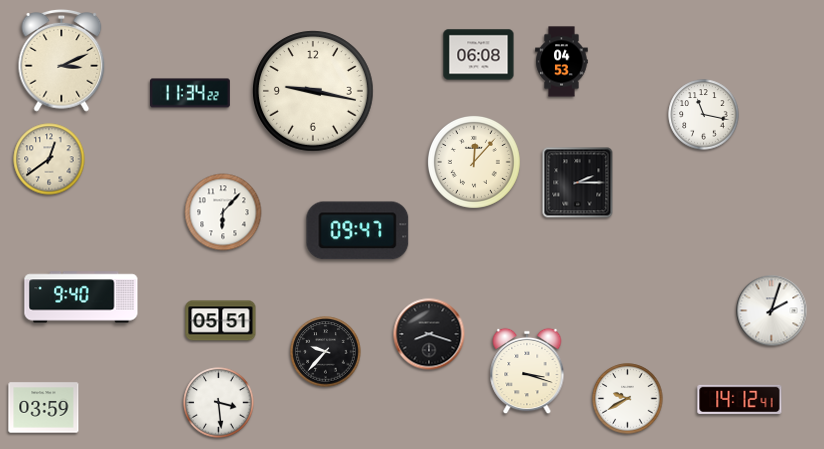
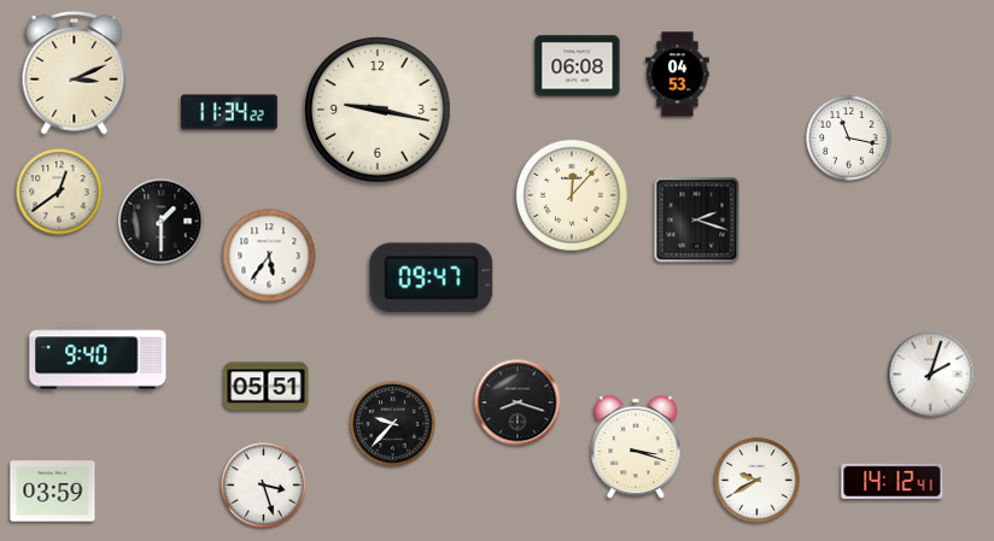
clock at (578, 183): 2:15 -> 2:18
clock at (162, 222): none -> 1:30
clock at (223, 212): 6:07 -> 5:36
clock at (219, 403): 3:29 -> 3:27
